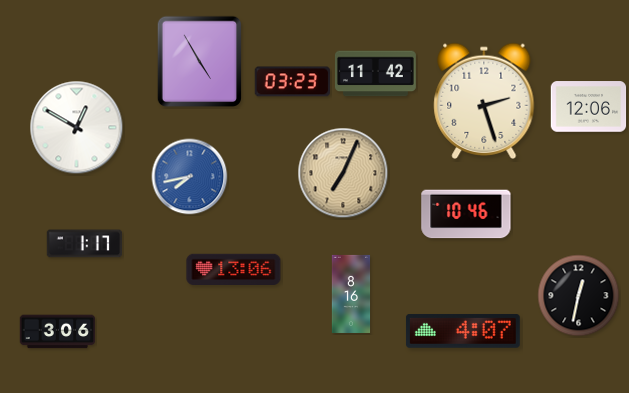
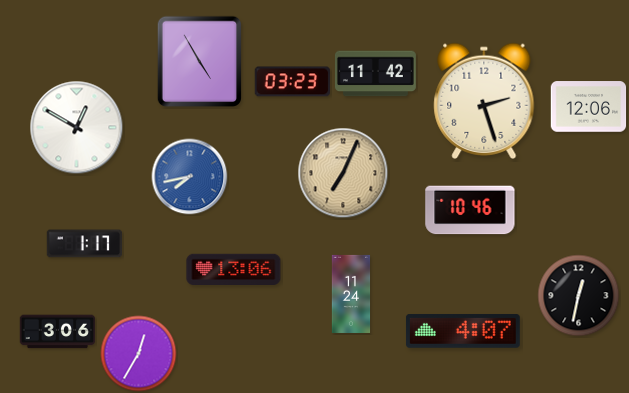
clock at (466, 214) position: (466, 214) -> (470, 210)
clock at (351, 294): 8:16 -> 11:24
clock at (139, 354): none -> 12:35
